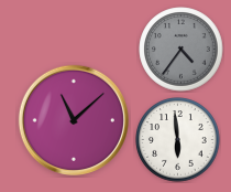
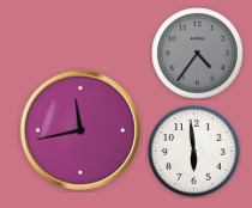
clock at (73, 119): 11:08 -> 11:43
